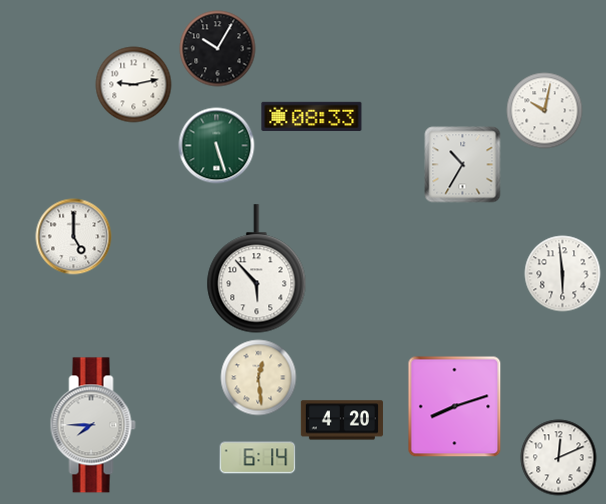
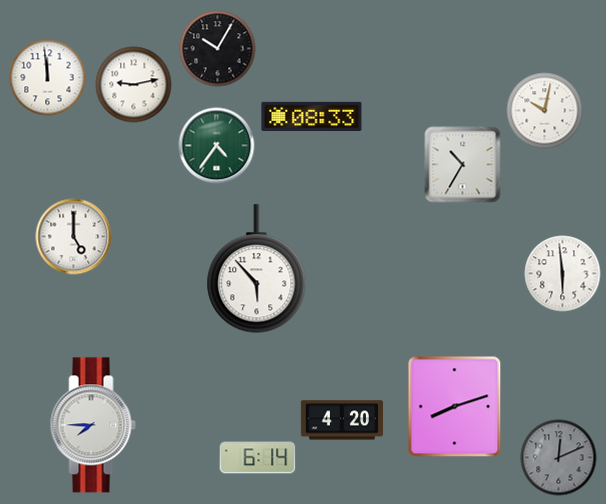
clock at (48, 78): none -> 11:59
clock at (217, 146): 5:27 -> 4:36
clock at (259, 378): 12:29 -> none
clock at (559, 458) dial: white -> grey
